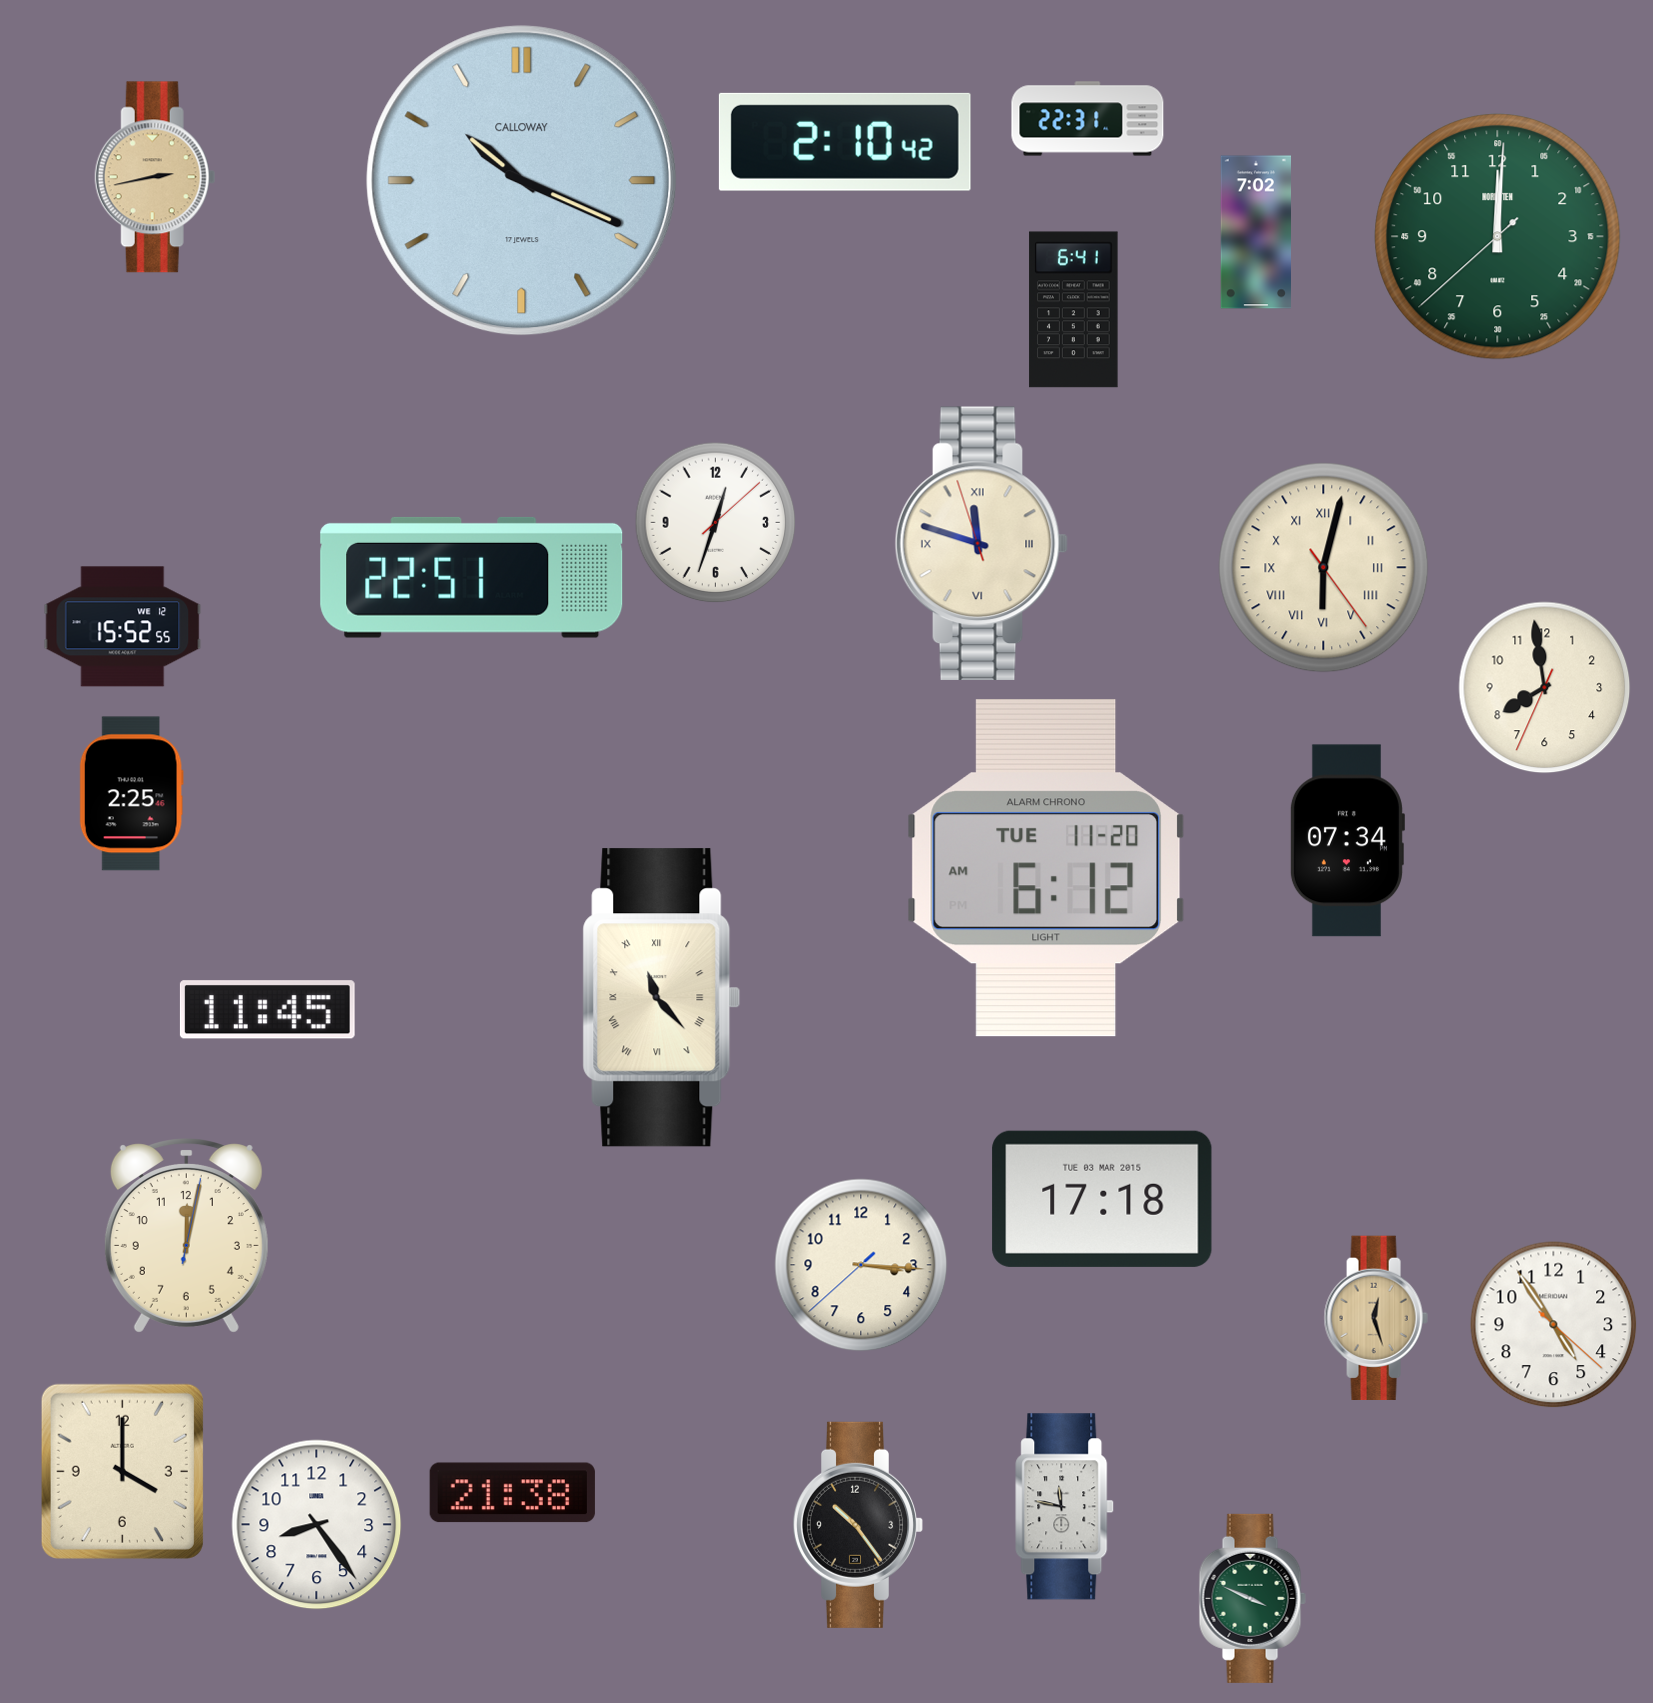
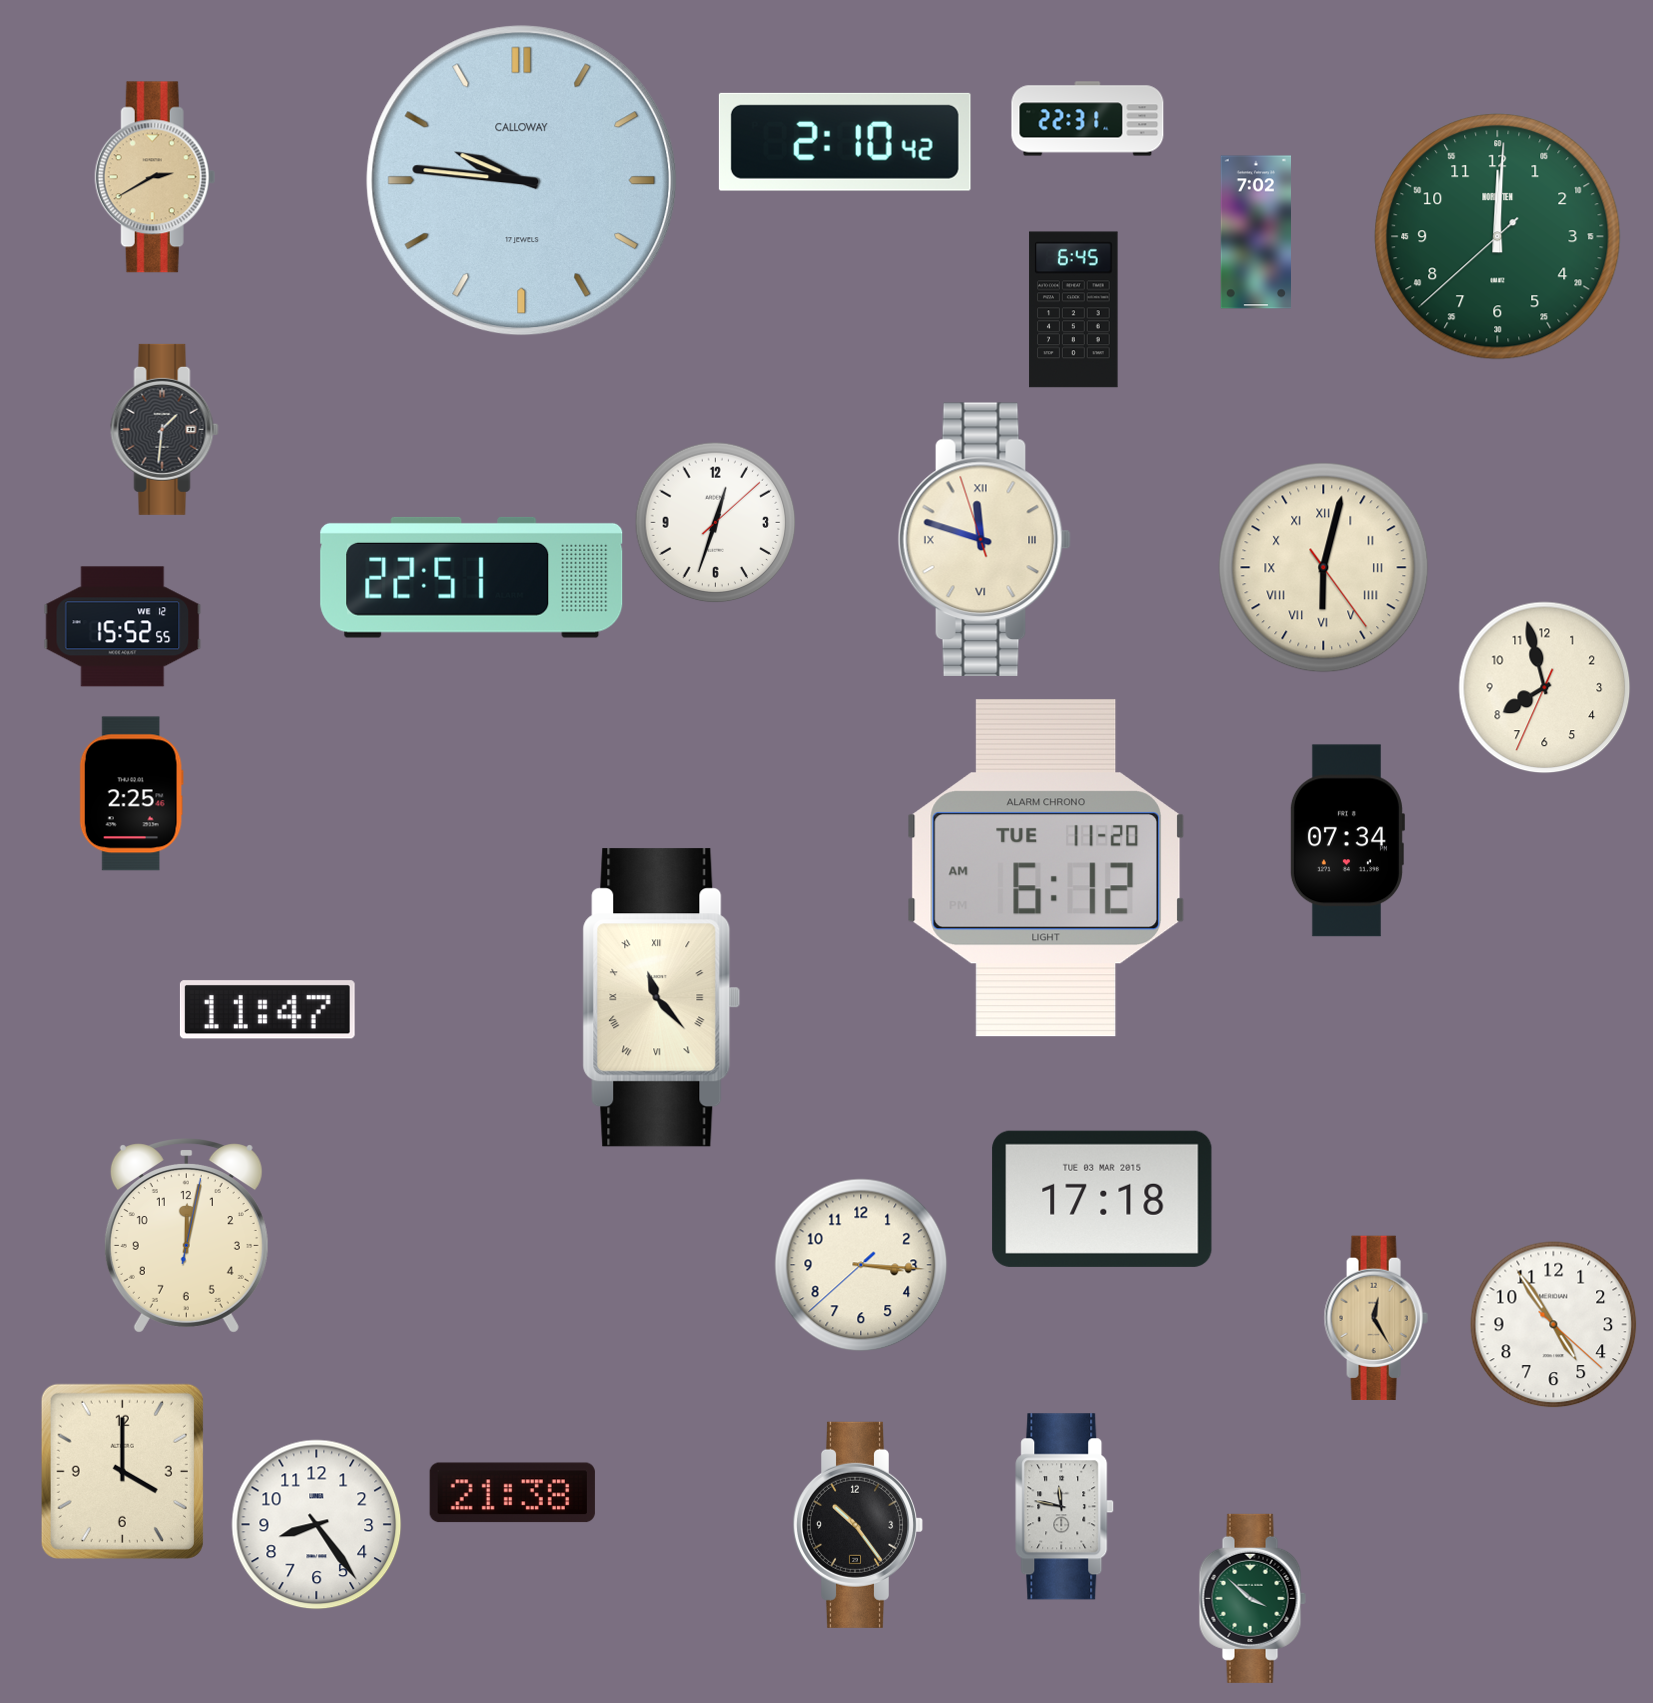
clock at (155, 177): 2:43 -> 2:40
clock at (522, 181): 10:19 -> 9:46
clock at (1074, 310): 6:41 -> 6:45
clock at (165, 429): none -> 1:31
clock at (981, 543) position: (981, 543) -> (984, 539)
clock at (1545, 688): 7:58 -> 7:57
clock at (267, 1010): 11:45 -> 11:47
clock at (1376, 1317): 12:27 -> 12:25
clock at (1252, 1598): 3:49 -> 3:52
